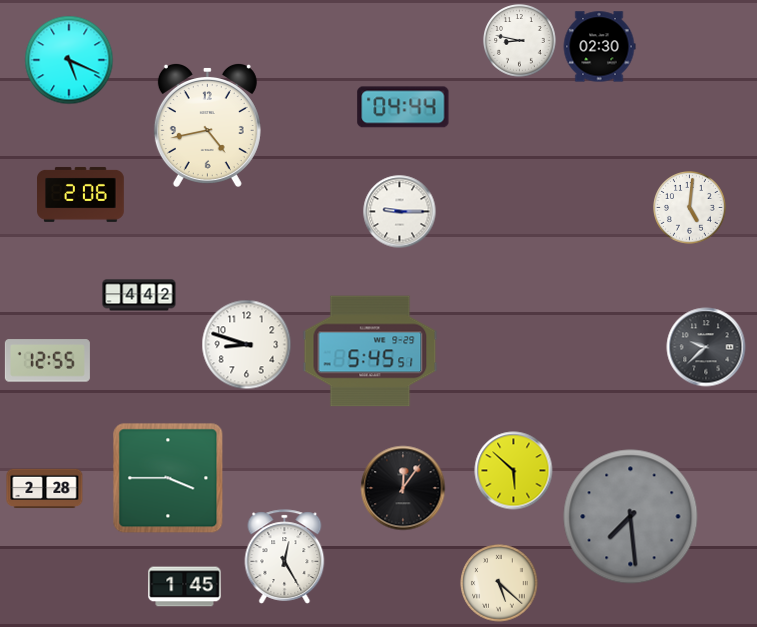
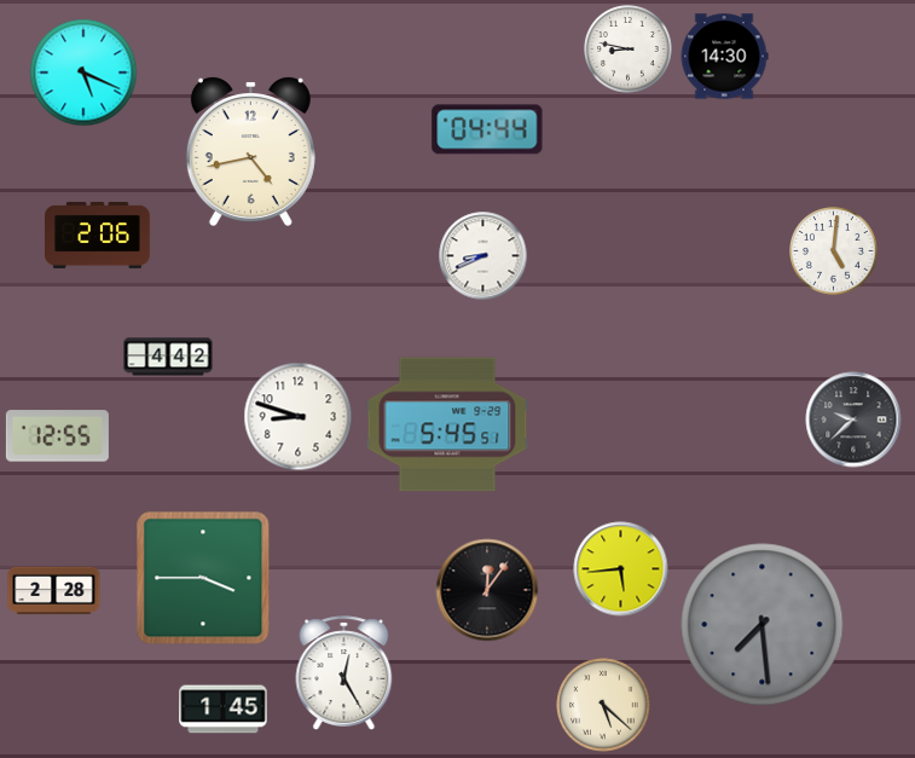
clock at (599, 47): 02:30 -> 14:30
clock at (400, 212): 9:15 -> 8:41
clock at (514, 471): 5:52 -> 5:44
